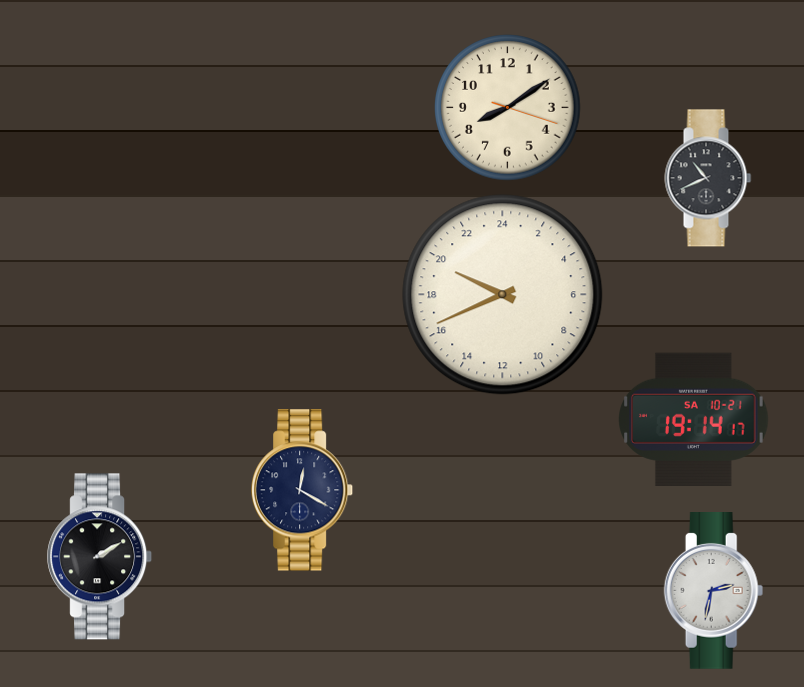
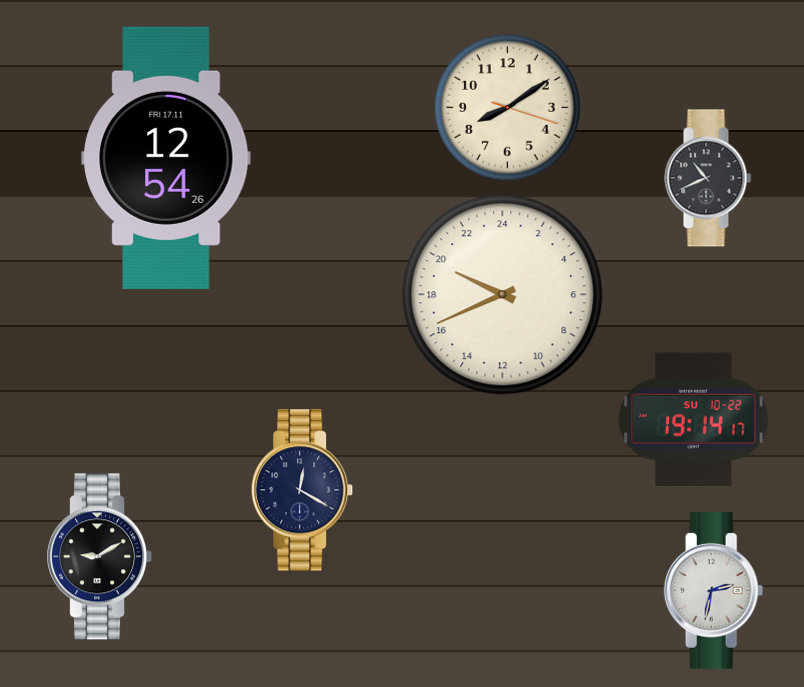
clock at (166, 158): none -> 12:54
clock at (694, 419) date: SA 10-21 -> SU 10-22
clock at (100, 557): 2:10 -> 9:10
